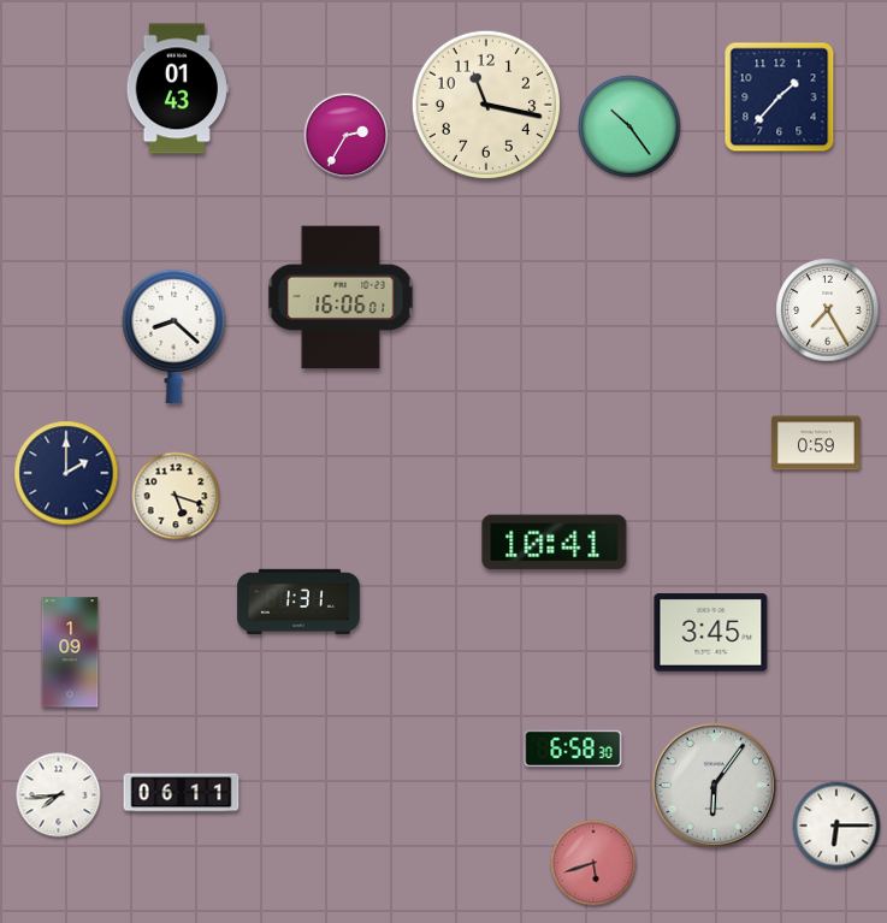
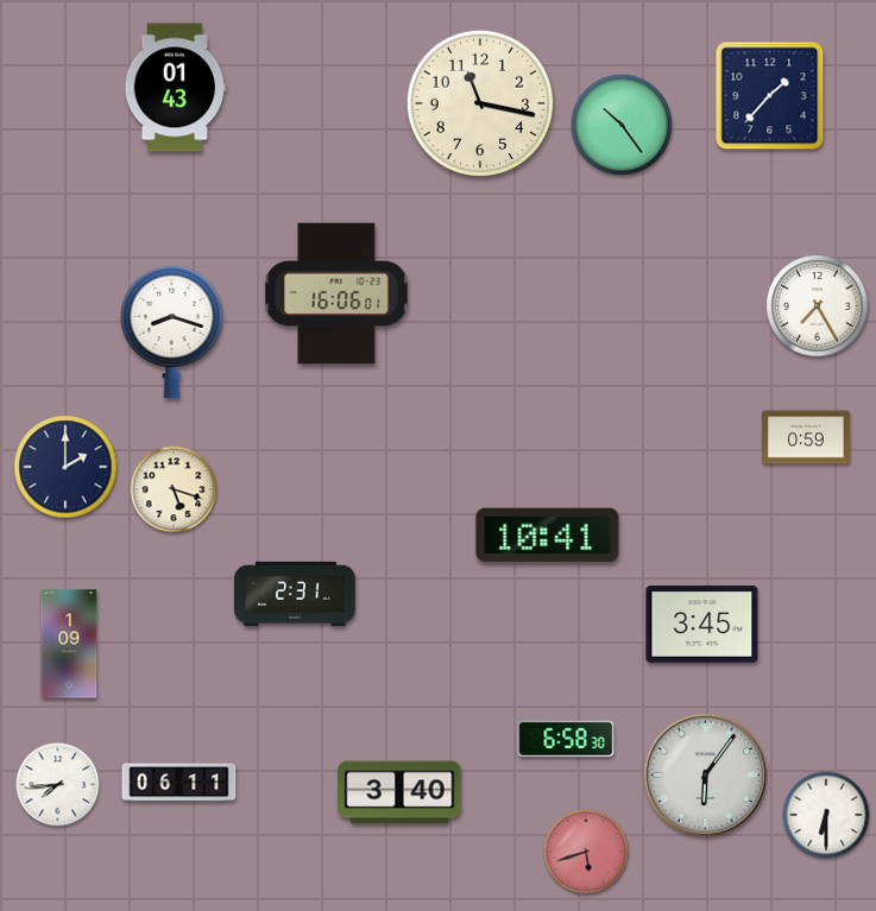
clock at (347, 136): 2:35 -> none
clock at (175, 336): 8:22 -> 8:18
clock at (298, 602): 1:31 -> 2:31
clock at (399, 792): none -> 3:40
clock at (836, 826): 6:15 -> 6:30
